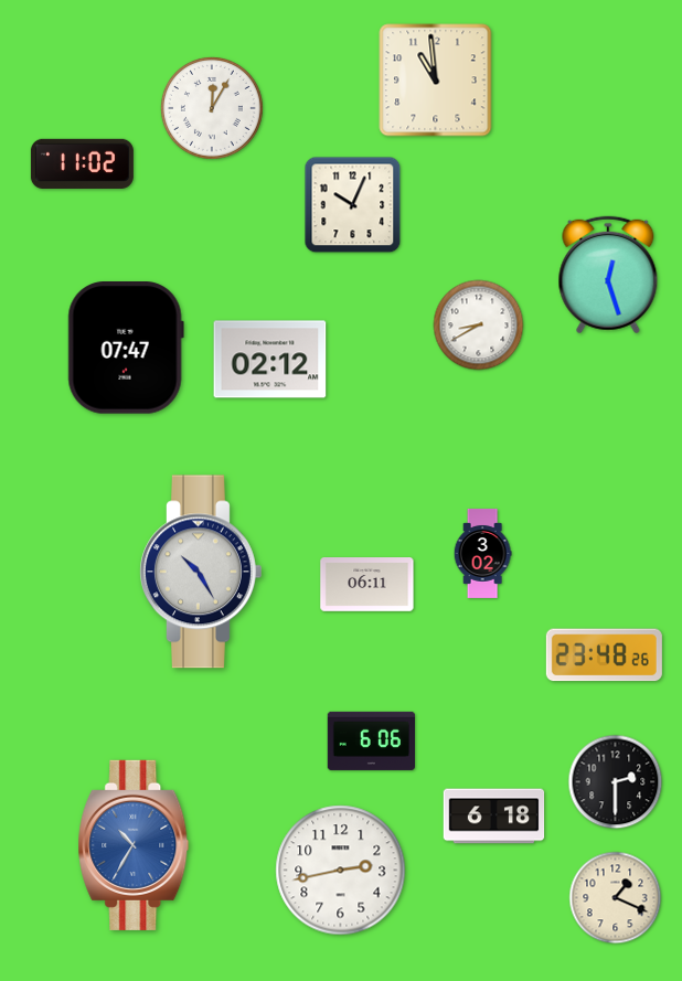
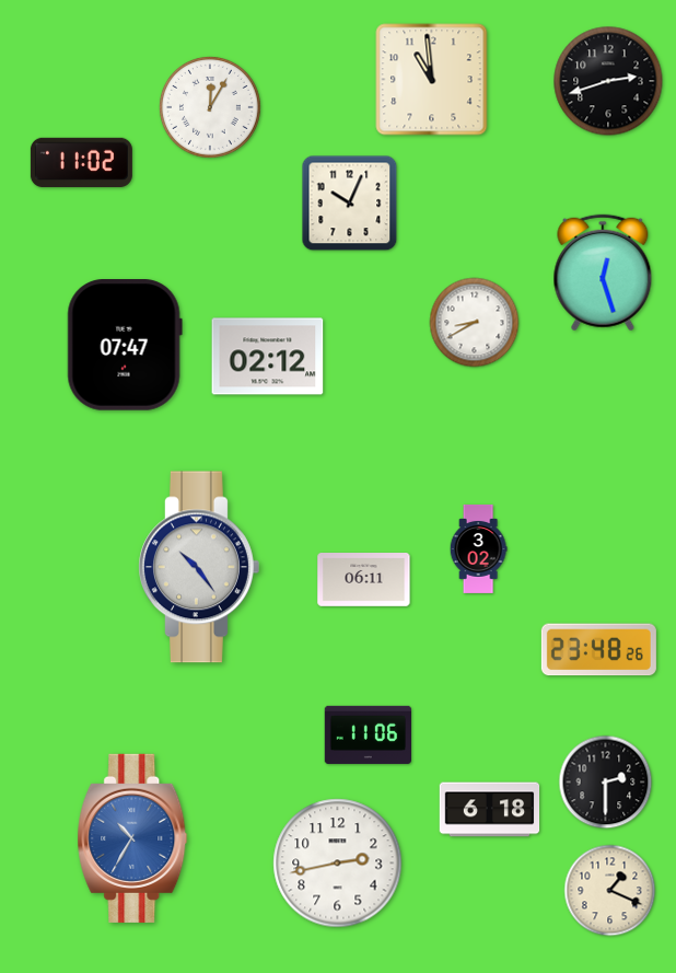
clock at (608, 81): none -> 2:42
clock at (201, 572): 10:25 -> 10:24
clock at (371, 740): 6:06 -> 11:06
clock at (616, 782) position: (616, 782) -> (606, 783)
